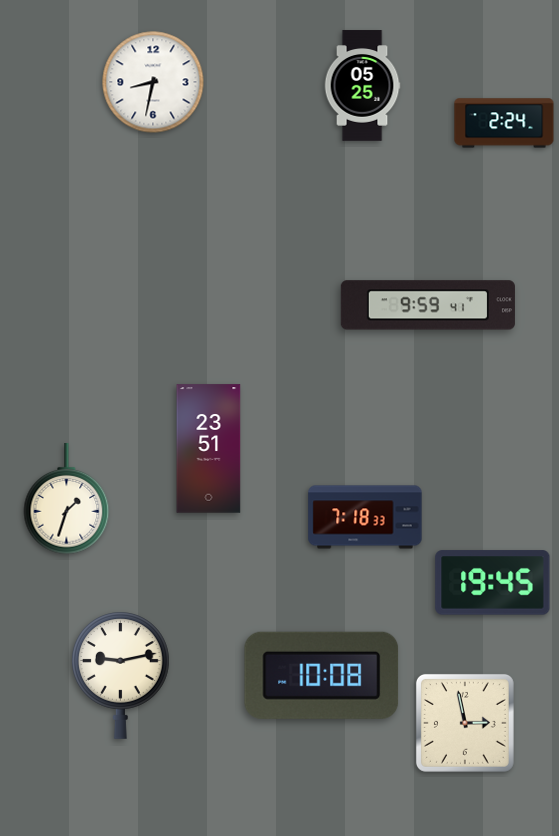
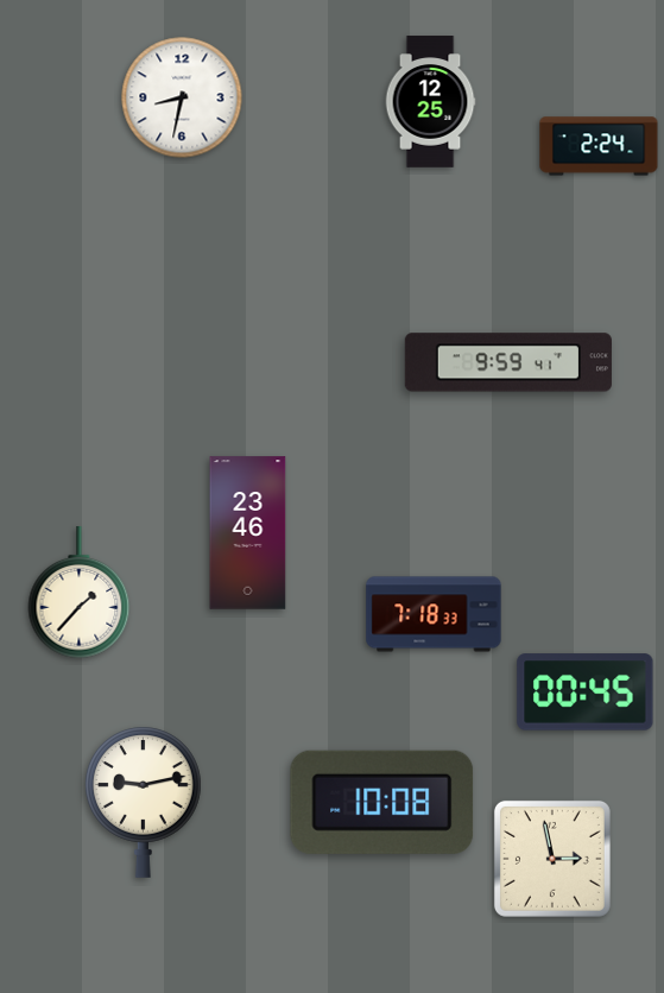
clock at (362, 86): 05:25 -> 12:25
clock at (209, 449): 23:51 -> 23:46
clock at (67, 500): 1:33 -> 1:37
clock at (493, 583): 19:45 -> 00:45
